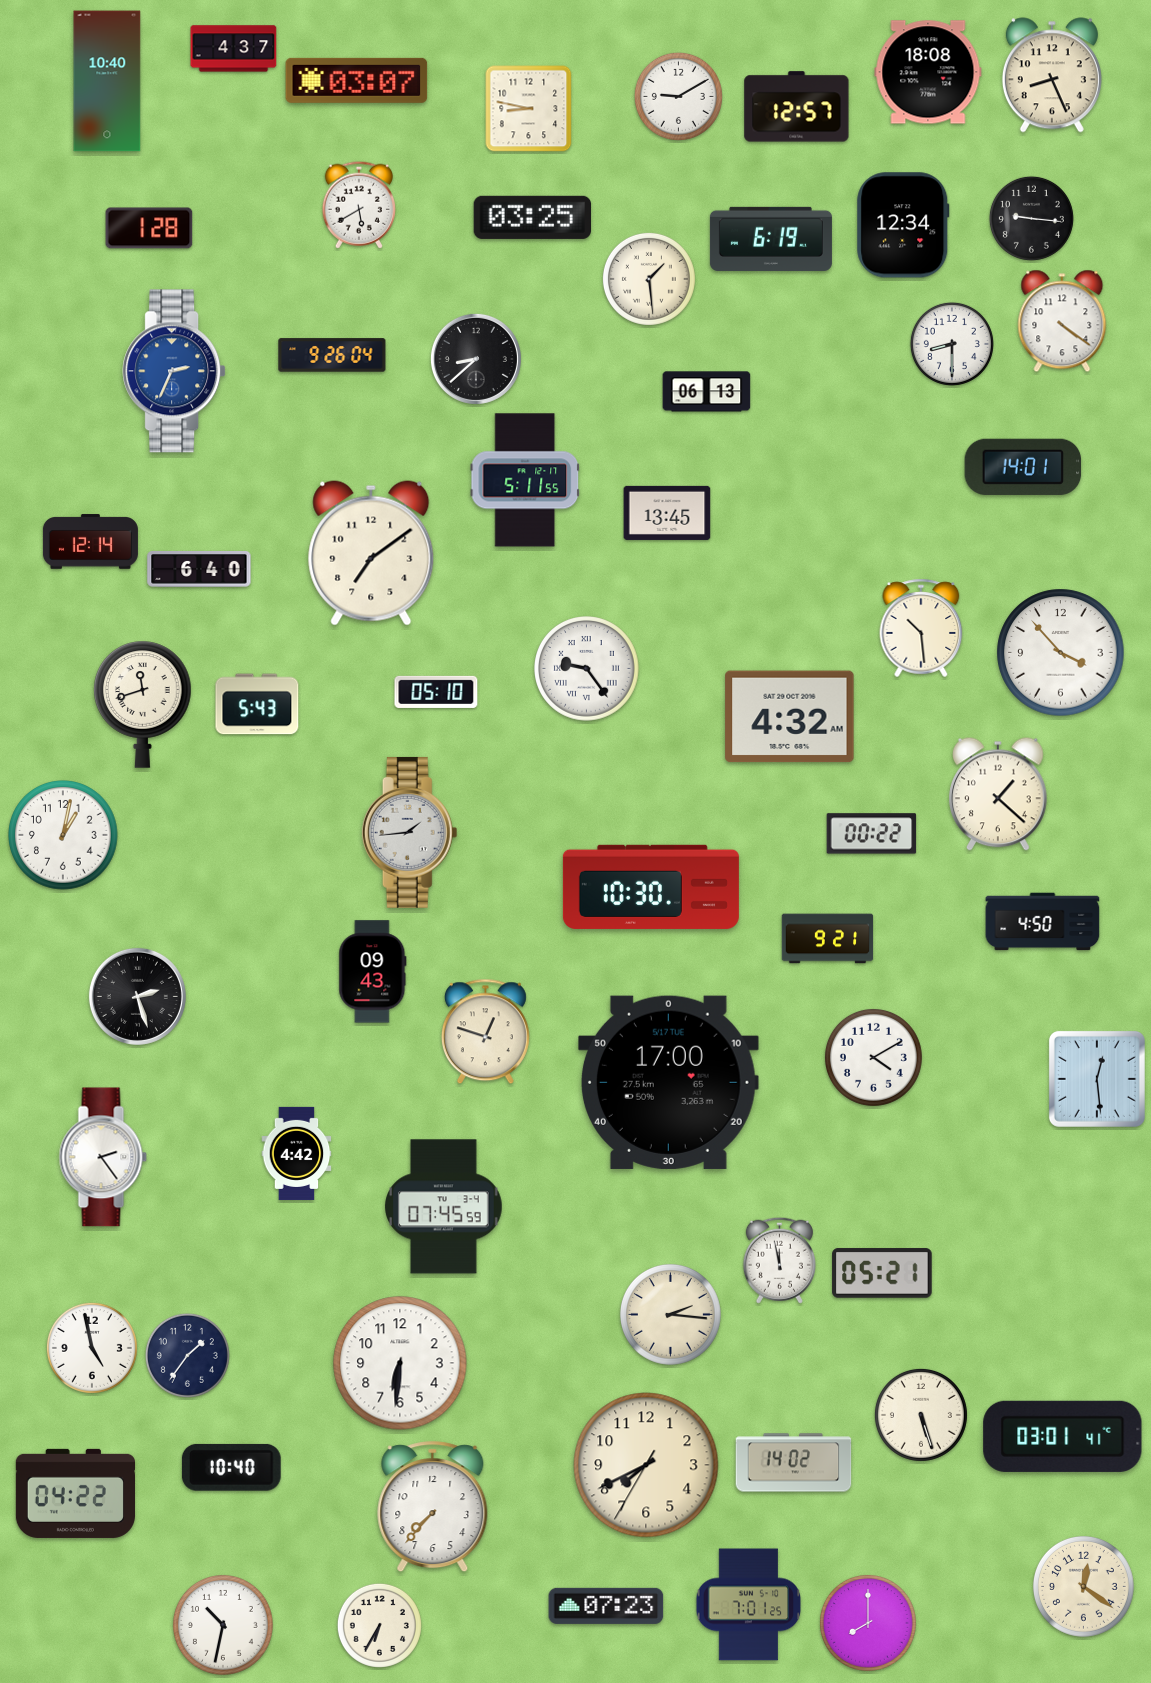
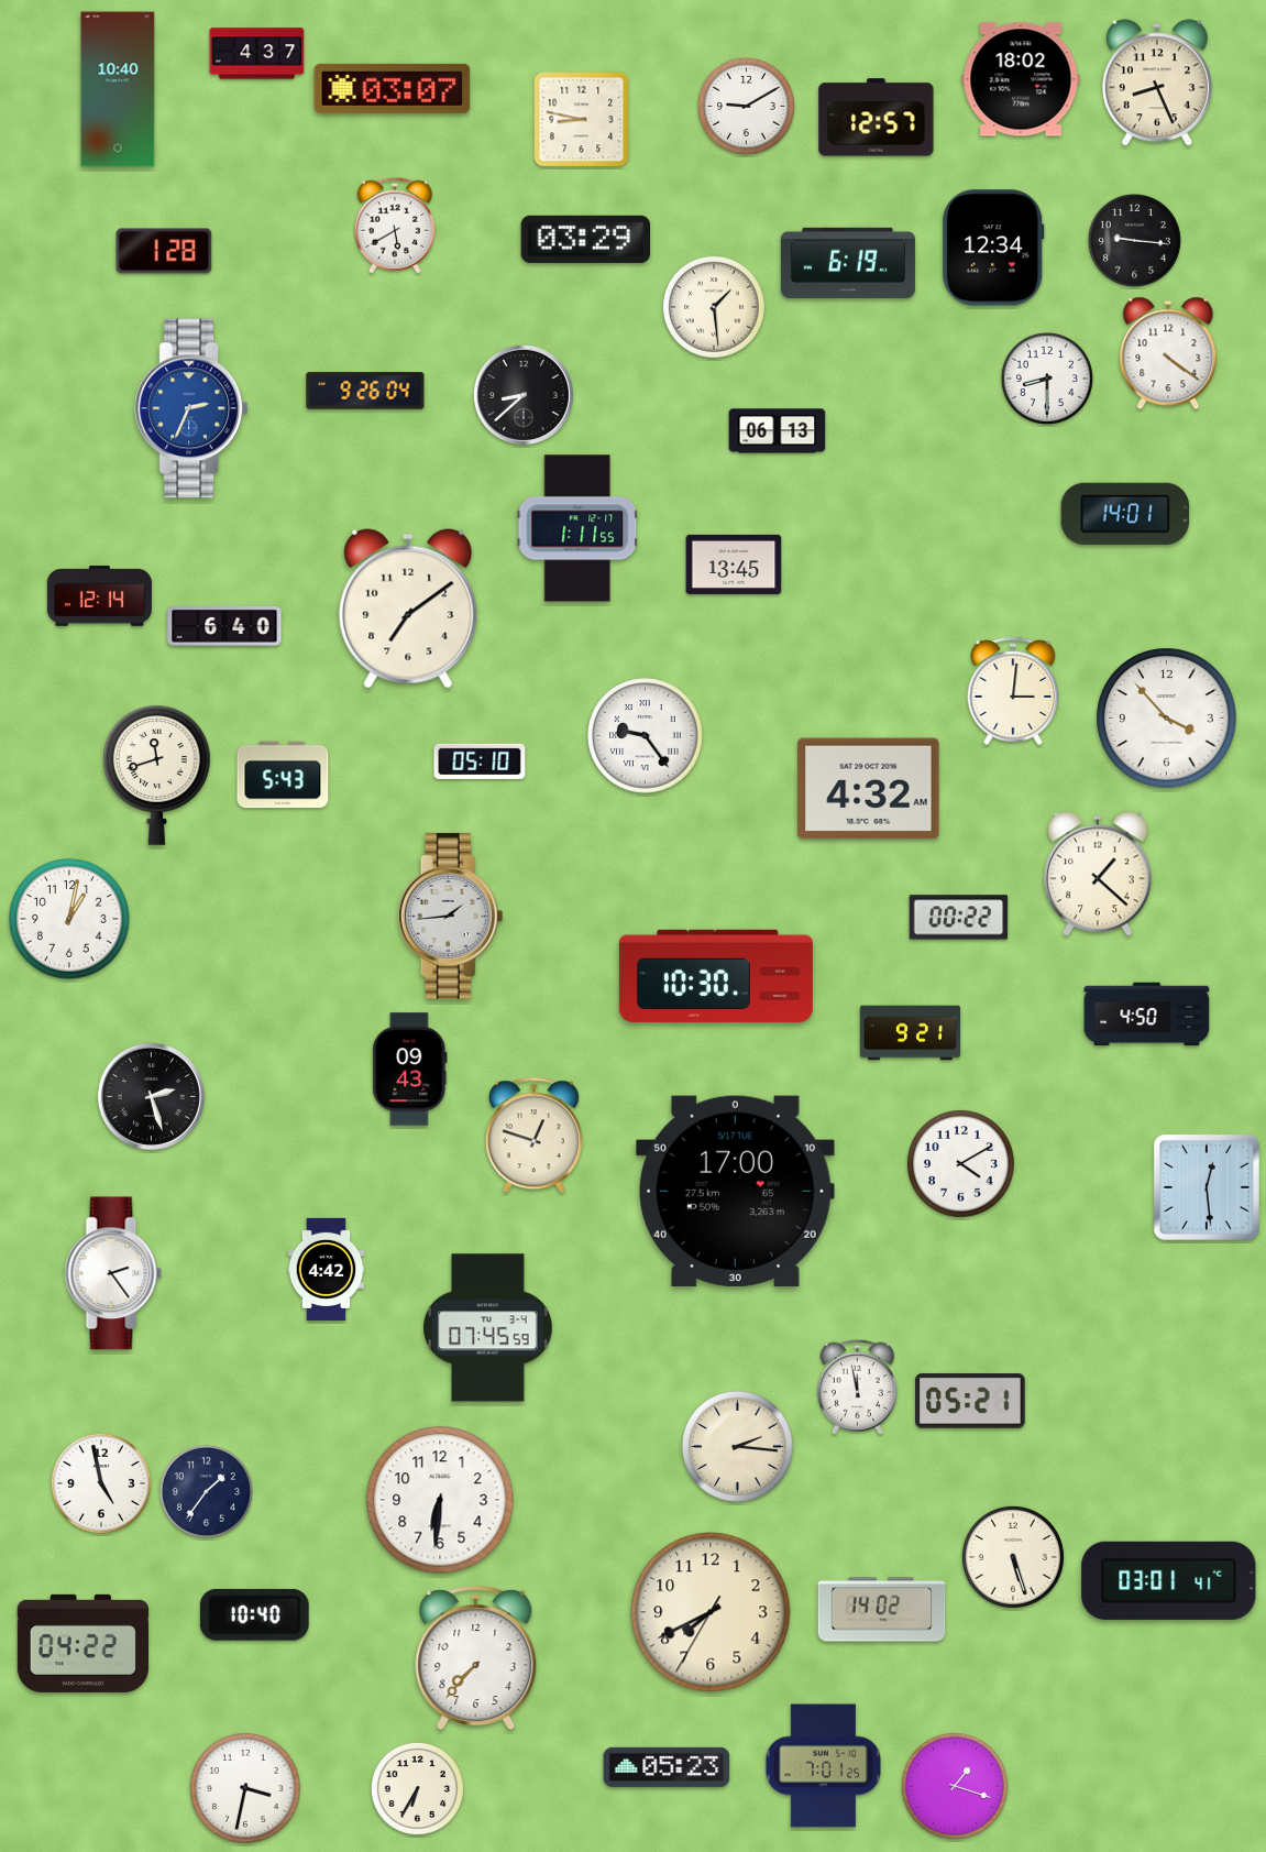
clock at (928, 72): 18:08 -> 18:02
clock at (532, 217): 03:25 -> 03:29
clock at (525, 480): 5:11 -> 1:11
clock at (199, 570) position: (199, 570) -> (224, 627)
clock at (921, 628): 10:29 -> 3:01
clock at (794, 1463) position: (794, 1463) -> (882, 1610)
clock at (1083, 1586): 12:21 -> none
clock at (606, 1606): 07:23 -> 05:23
clock at (868, 1623): 8:00 -> 1:18
clock at (223, 1625): 10:32 -> 3:32
